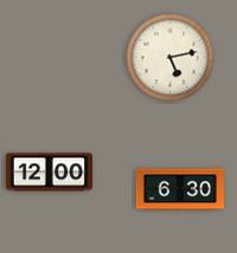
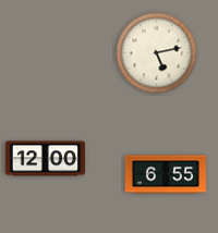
clock at (180, 189): 6:30 -> 6:55
